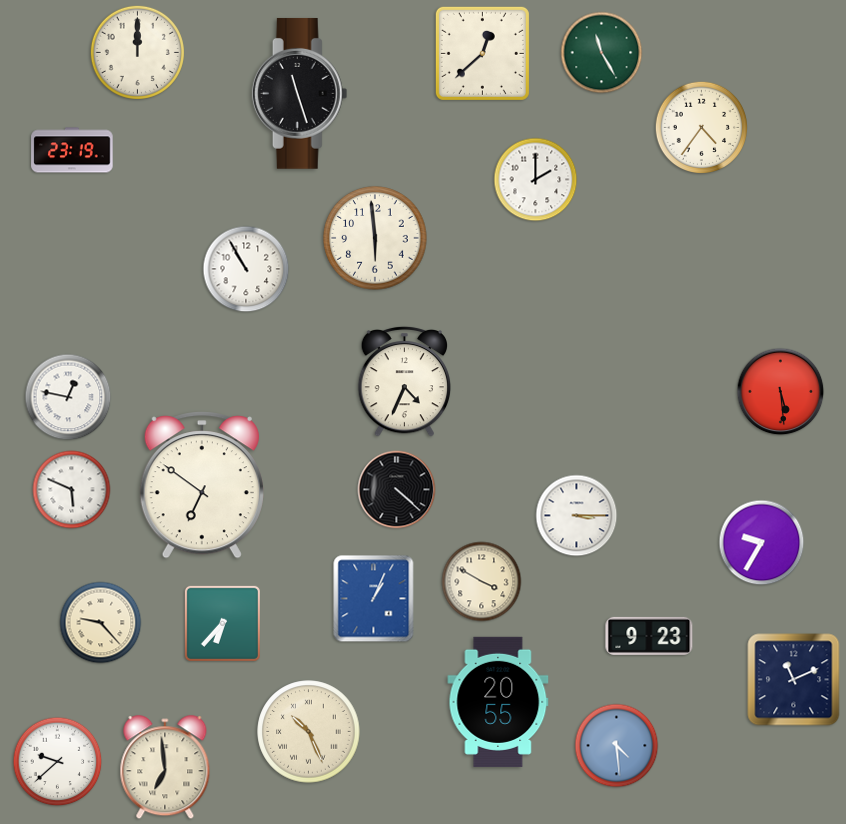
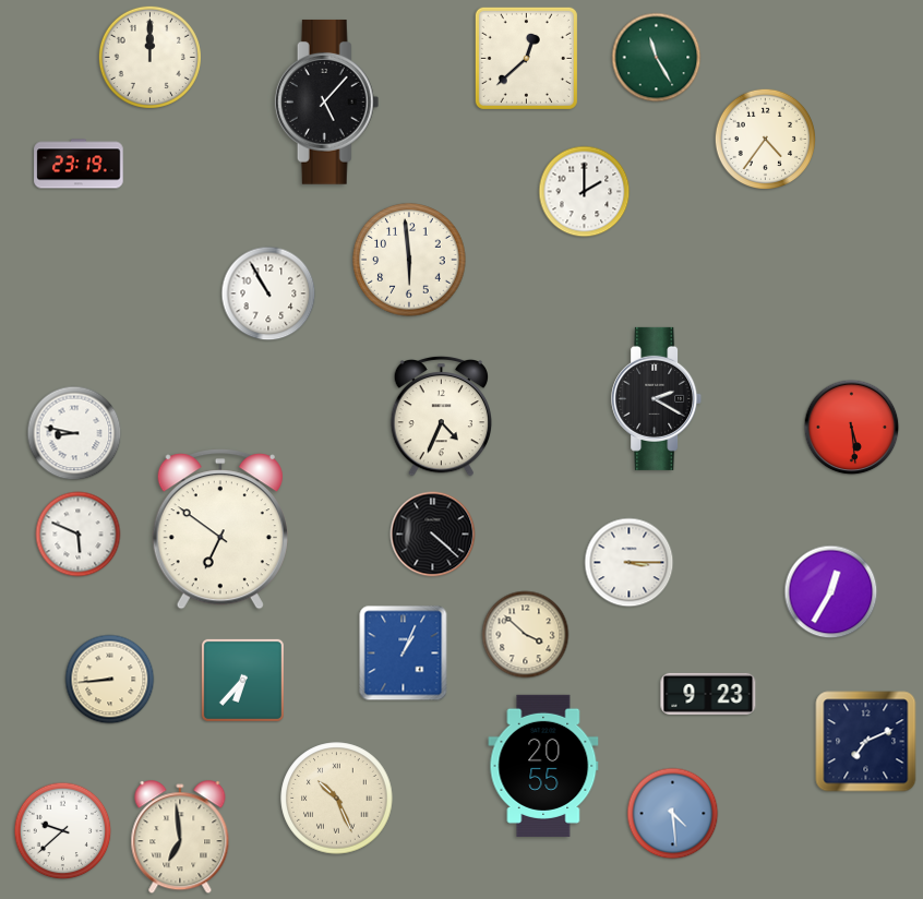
clock at (300, 93): 11:27 -> 5:07
clock at (536, 180) position: (536, 180) -> (585, 192)
clock at (657, 398): none -> 2:20
clock at (68, 397): 12:47 -> 8:47
clock at (762, 543): 9:35 -> 12:35
clock at (482, 582): 3:50 -> 3:52
clock at (374, 599) position: (374, 599) -> (404, 654)
clock at (101, 623): 9:23 -> 8:44
clock at (794, 680): 11:11 -> 7:11
